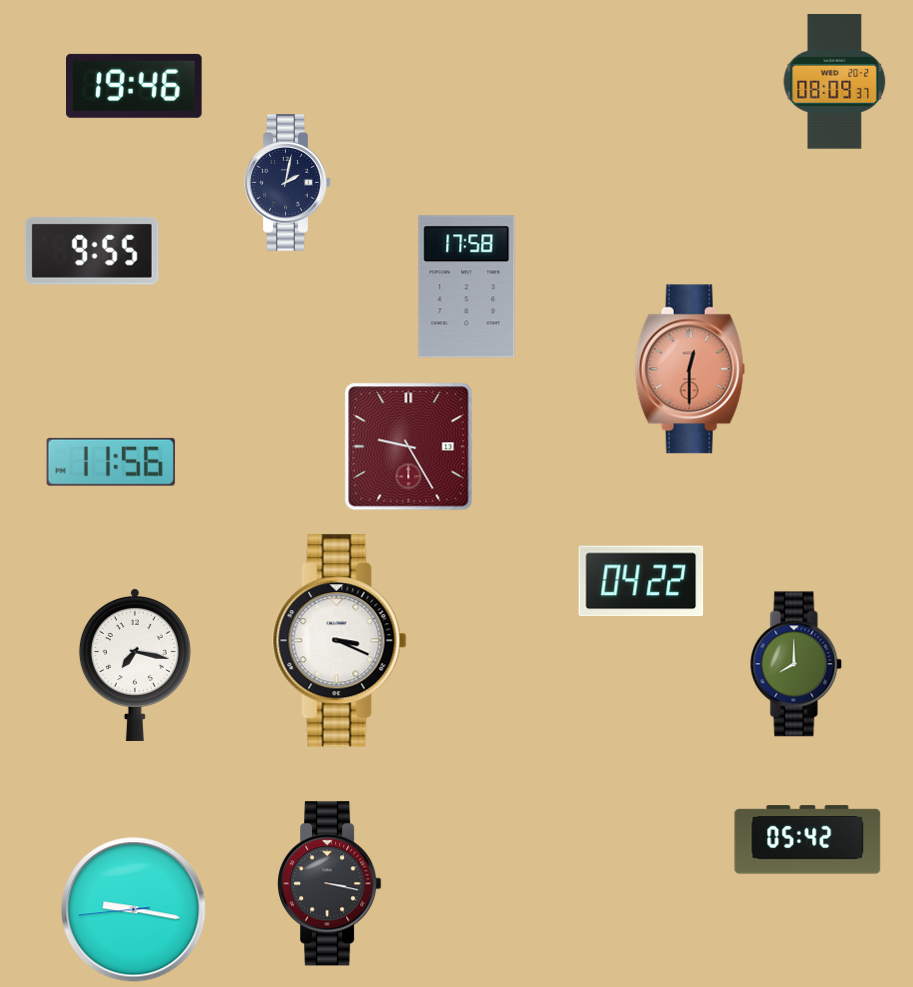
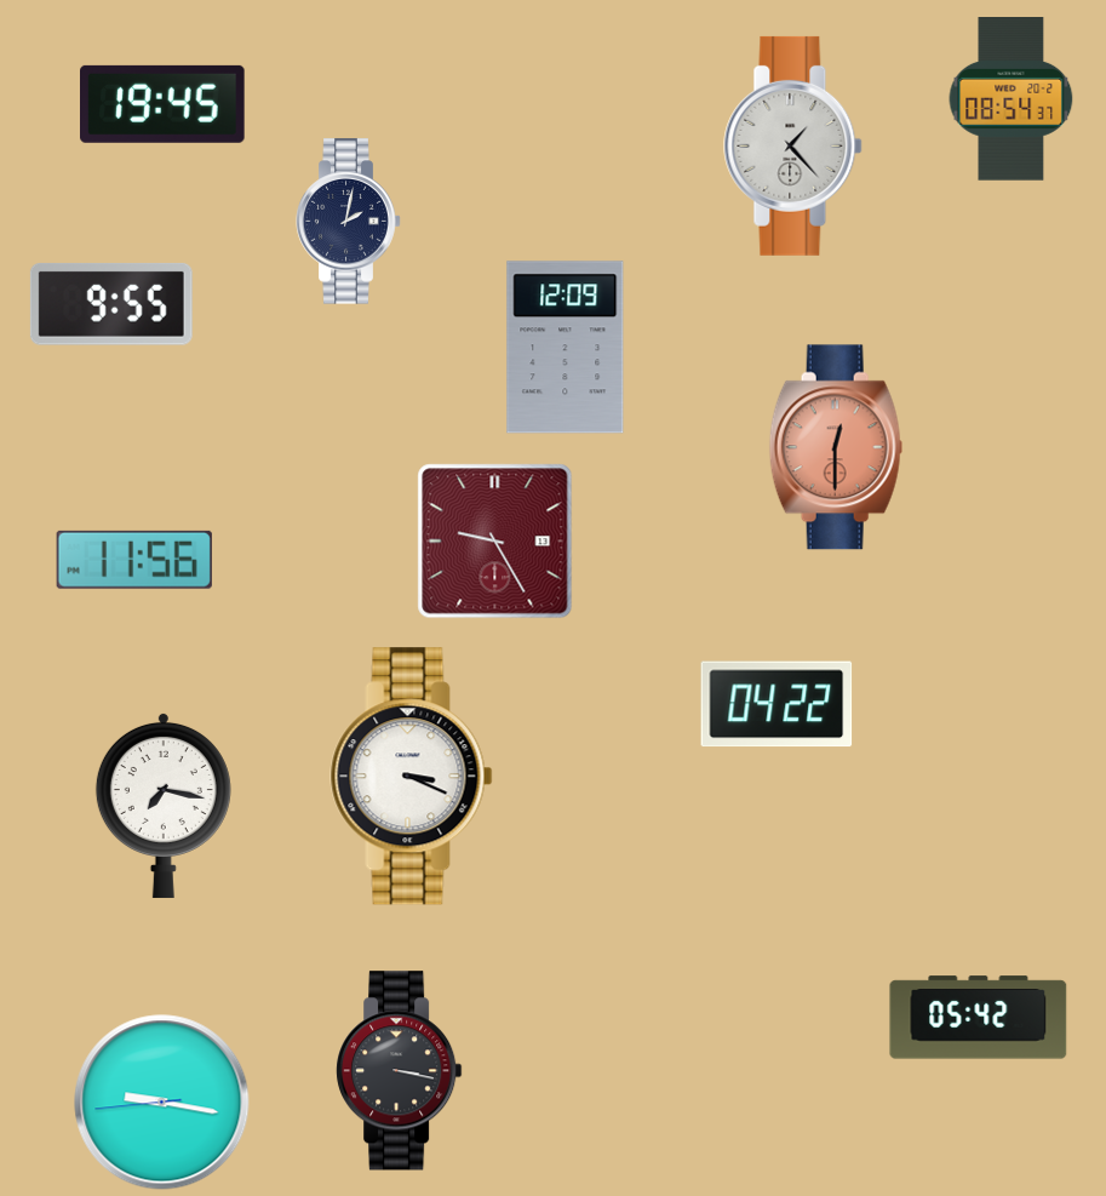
clock at (835, 82): 08:09 -> 08:54
clock at (135, 86): 19:46 -> 19:45
clock at (793, 145): none -> 1:23
clock at (467, 287): 17:58 -> 12:09
clock at (796, 664): 8:00 -> none
